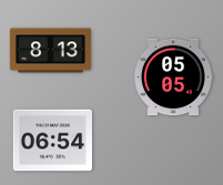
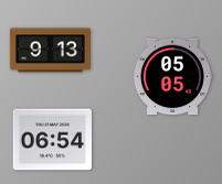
clock at (50, 51): 8:13 -> 9:13
